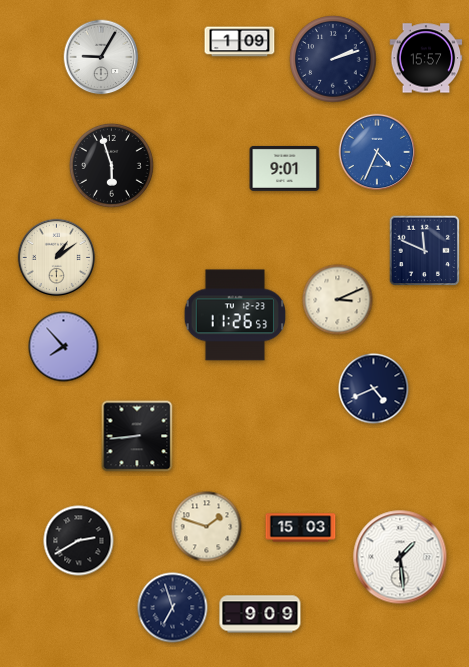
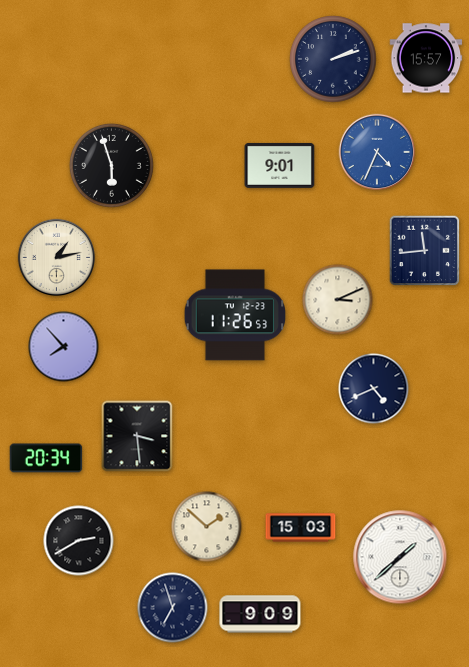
clock at (240, 42): 1:09 -> none
clock at (101, 57): 9:05 -> none
clock at (285, 168) position: (285, 168) -> (280, 165)
clock at (425, 251): 11:49 -> 11:44
clock at (57, 258): 1:09 -> 1:13
clock at (137, 436): 8:44 -> 3:29
clock at (46, 458): none -> 20:34
clock at (207, 527): 1:48 -> 1:52
clock at (400, 557): 1:29 -> 1:38
